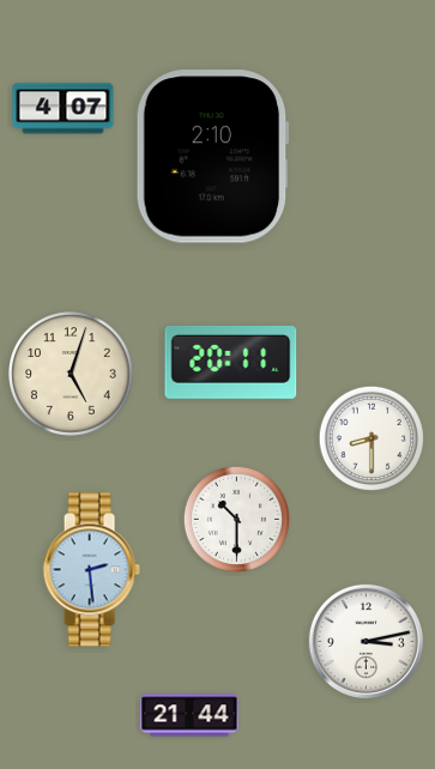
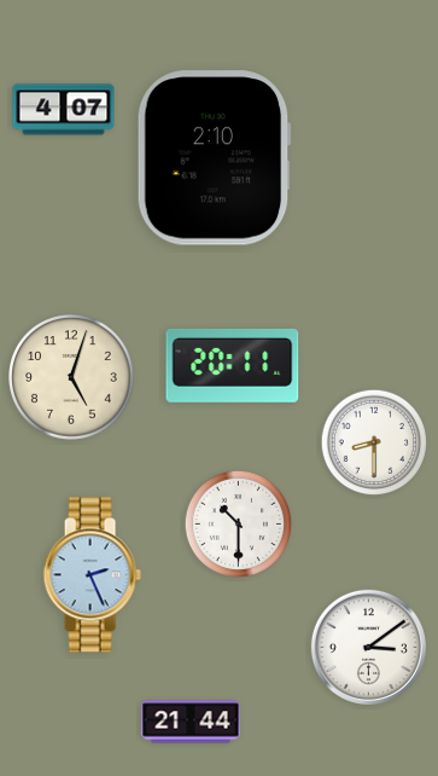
clock at (91, 570): 2:29 -> 2:26
clock at (365, 641): 3:13 -> 3:09
